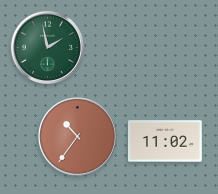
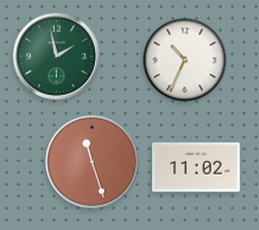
clock at (185, 60): none -> 10:34
clock at (78, 137): 10:36 -> 11:27
